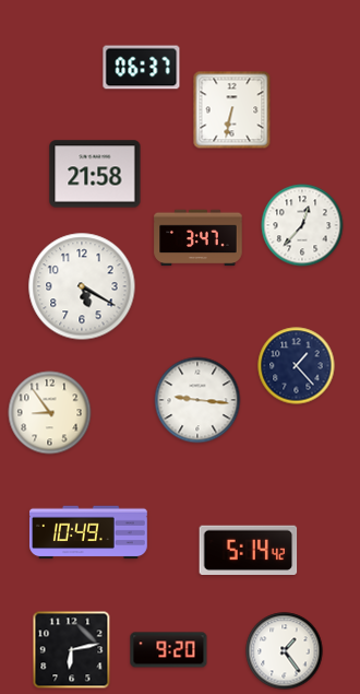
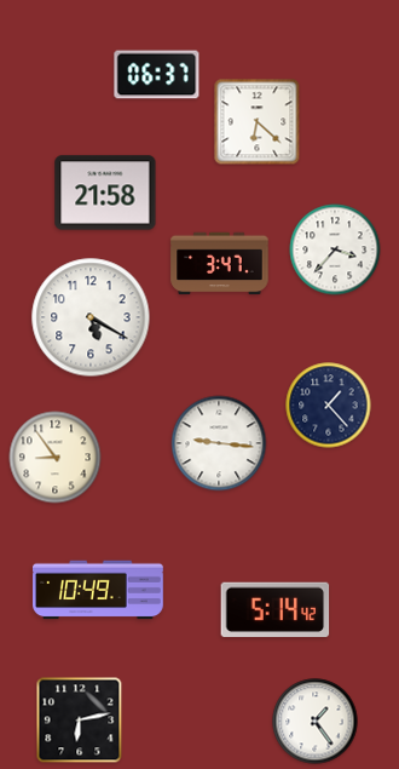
clock at (232, 110): 6:32 -> 6:22
clock at (302, 225): 12:37 -> 3:37
clock at (169, 650): 9:20 -> none
